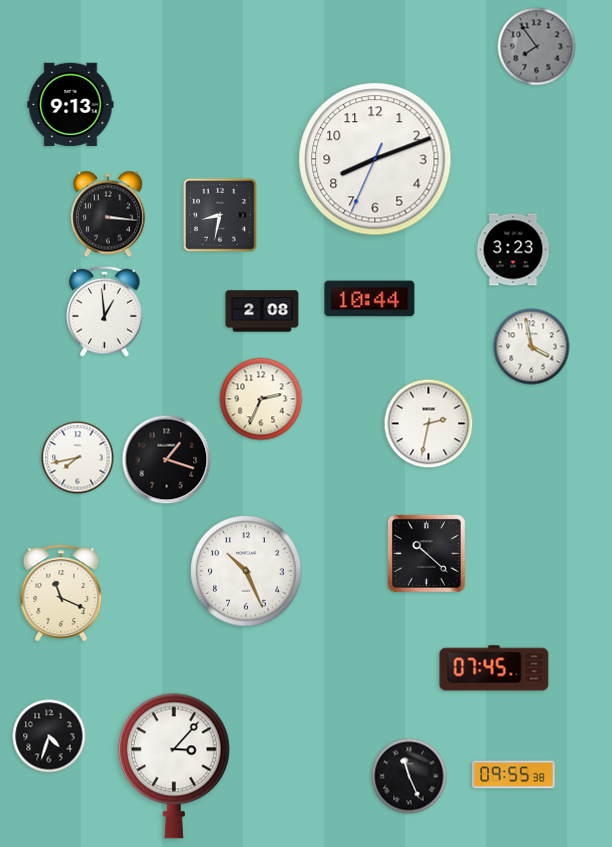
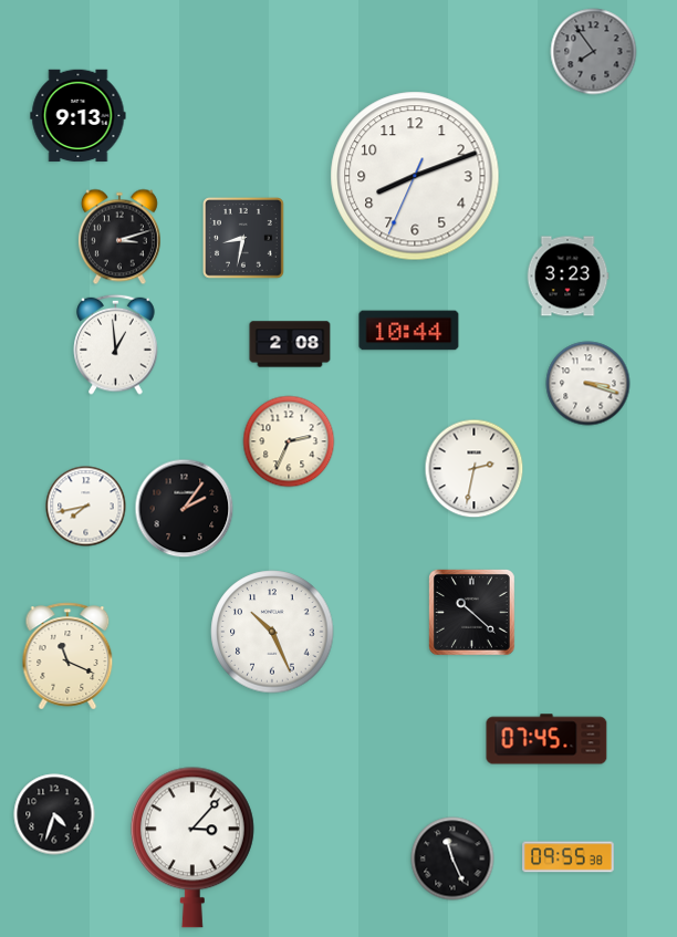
clock at (108, 214): 3:16 -> 3:12
clock at (532, 347): 3:58 -> 3:18
clock at (167, 460): 1:18 -> 2:06
